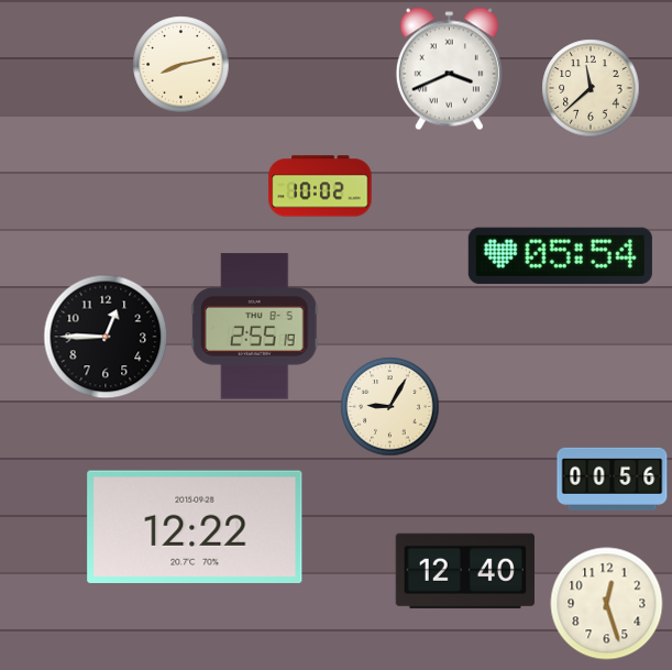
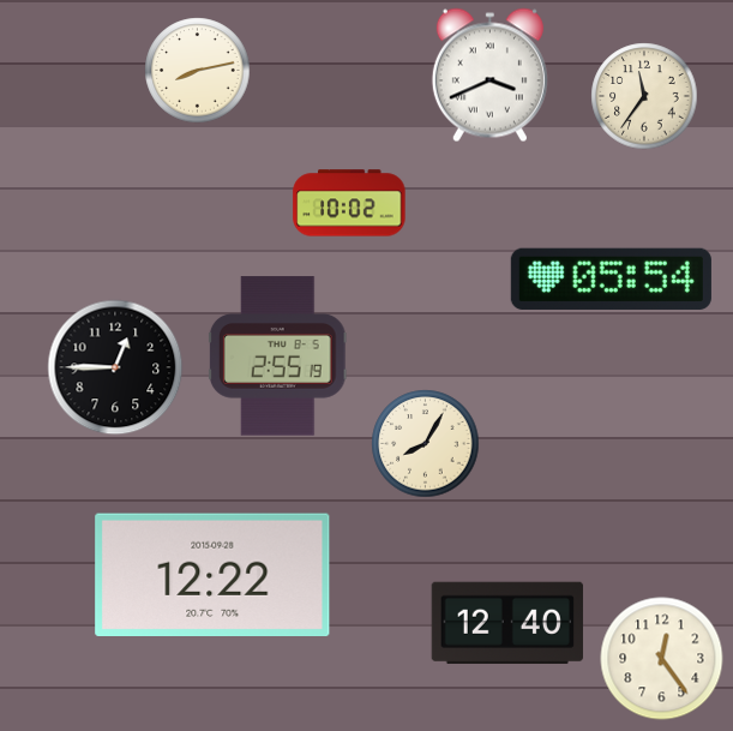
clock at (591, 88): 11:38 -> 11:36
clock at (390, 407): 9:05 -> 8:05
clock at (613, 479): 00:56 -> none
clock at (607, 604): 12:27 -> 12:24
